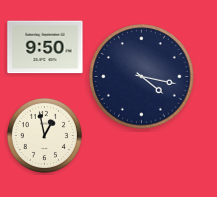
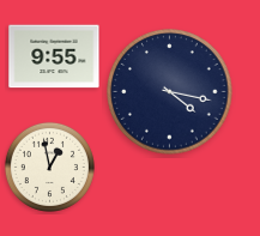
clock at (45, 47): 9:50 -> 9:55
clock at (44, 135) position: (44, 135) -> (49, 167)
